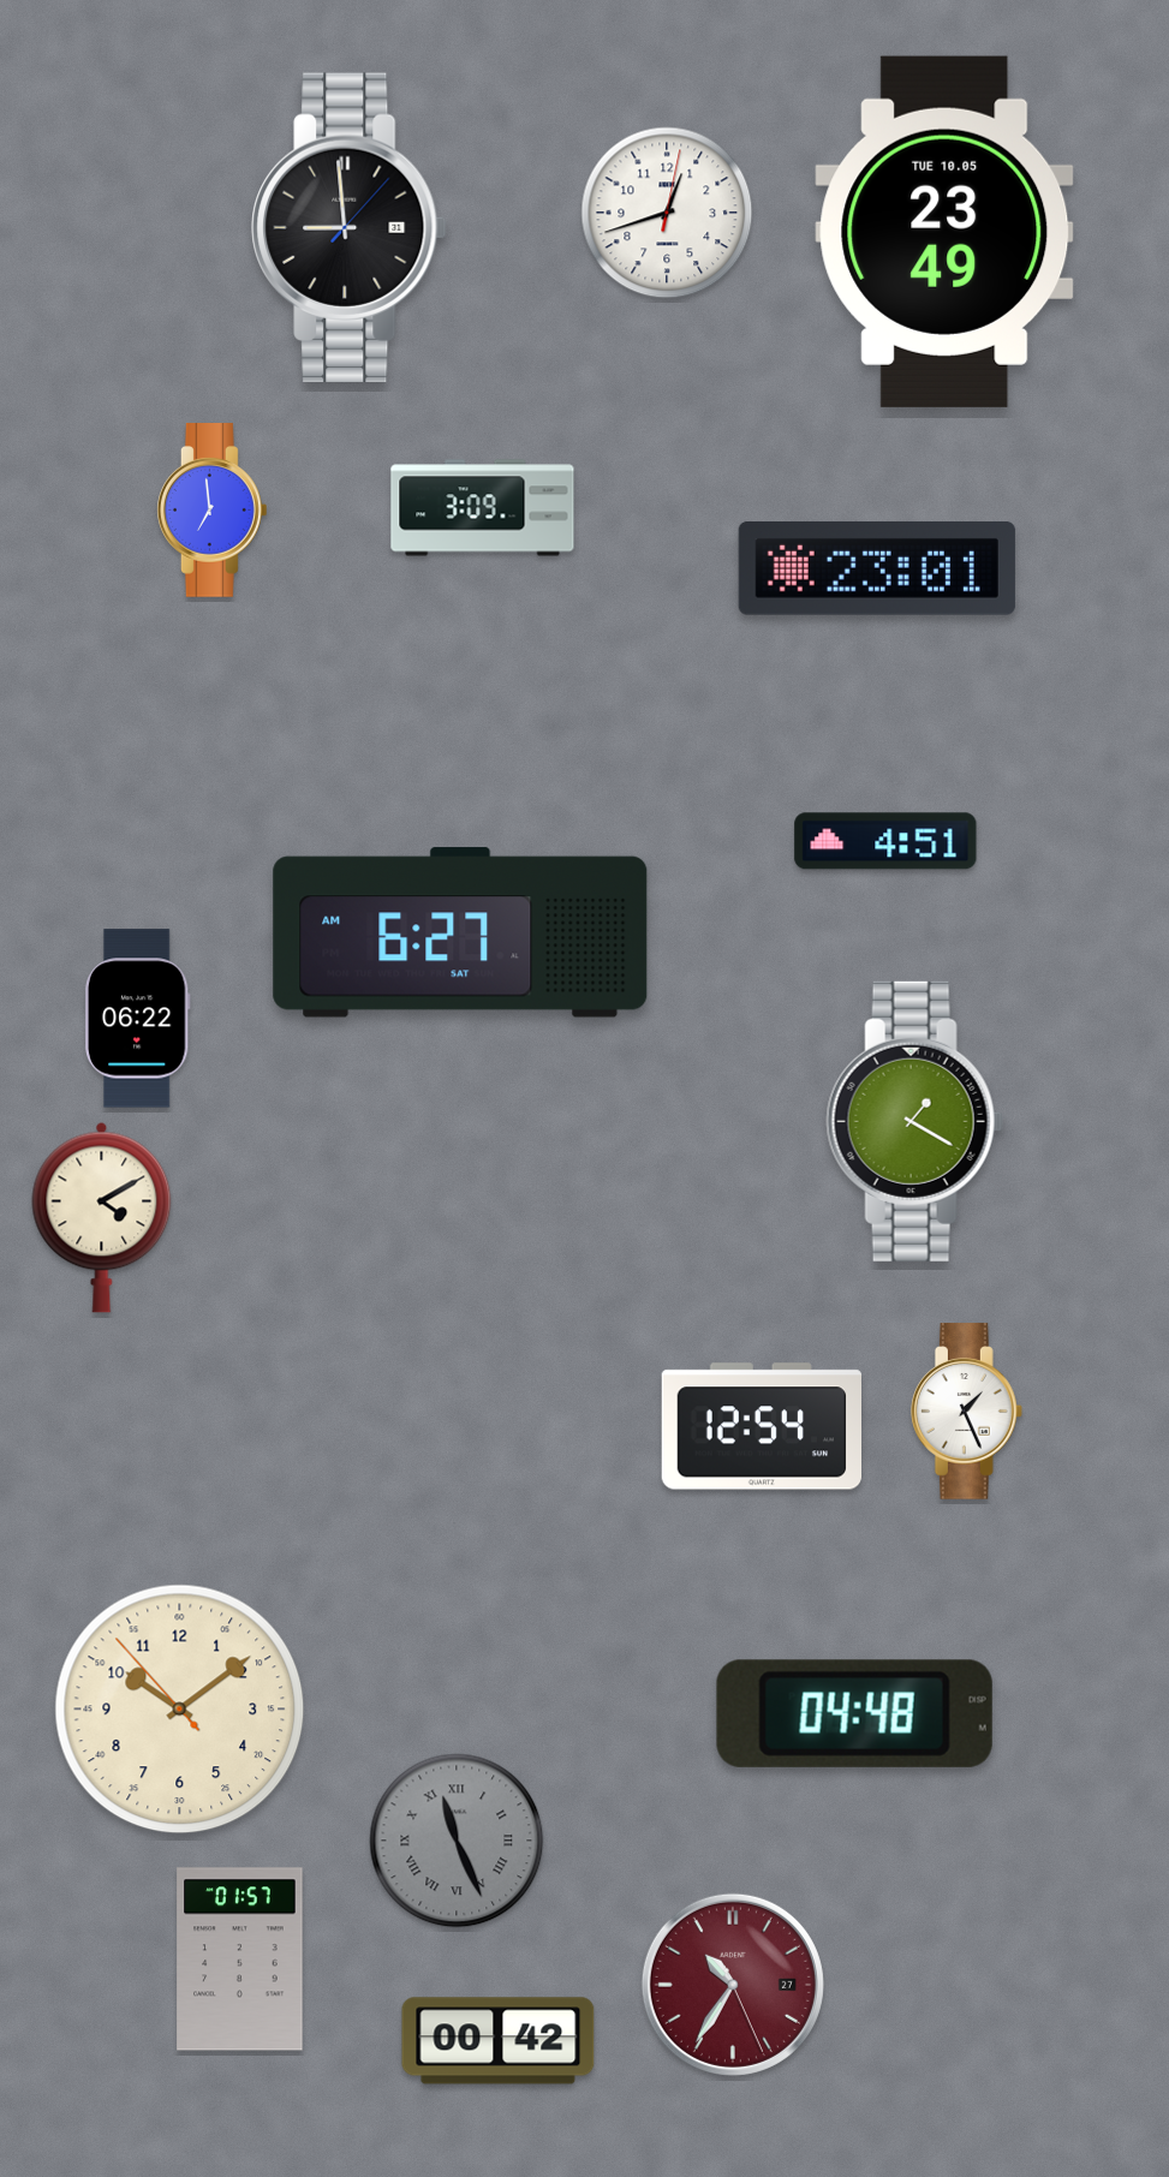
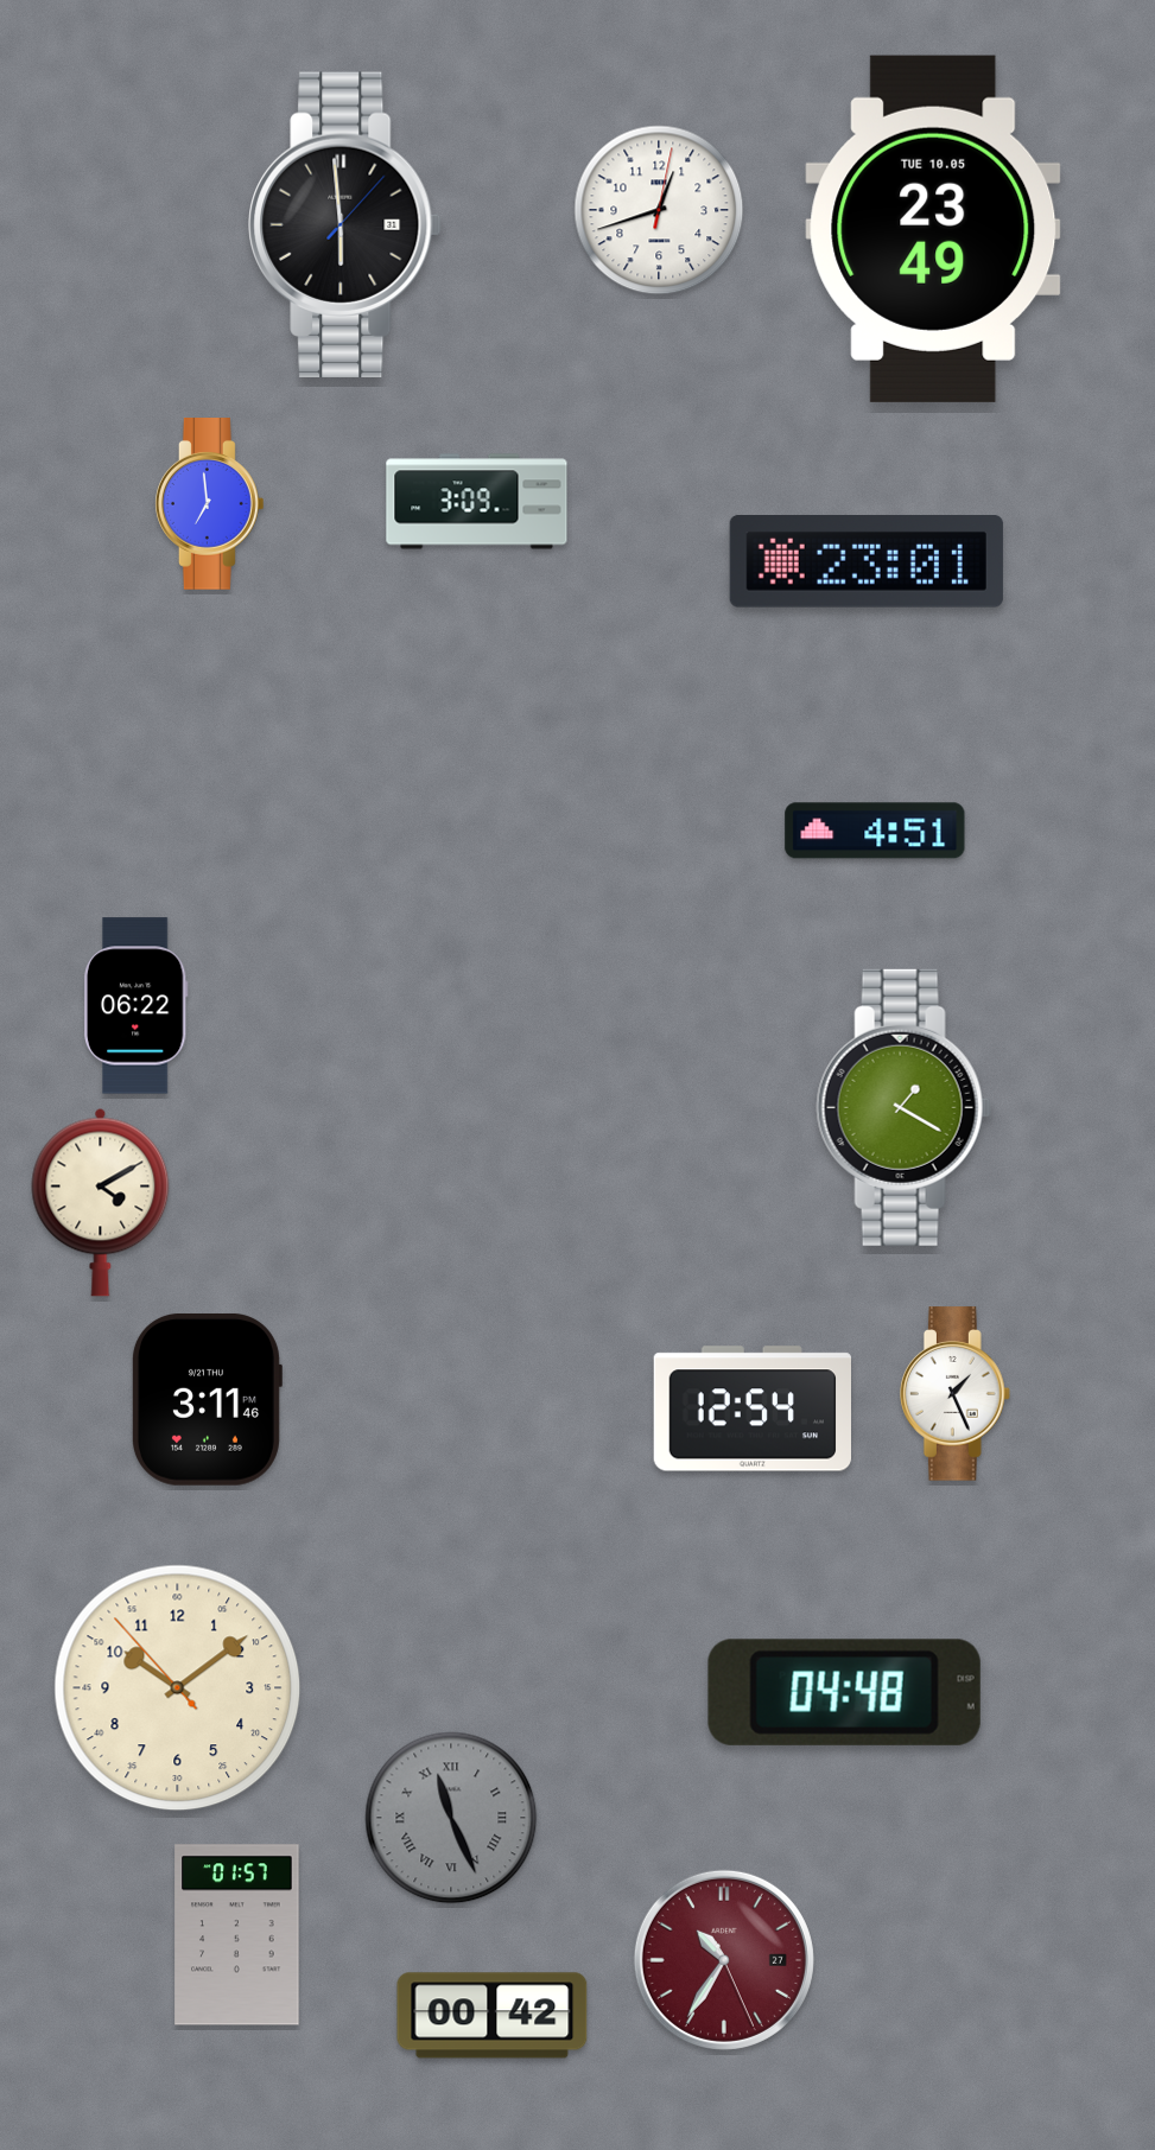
clock at (350, 227): 8:59 -> 5:59
clock at (460, 932): 6:27 -> none
clock at (207, 1399): none -> 3:11
